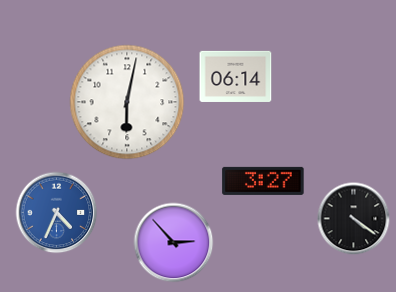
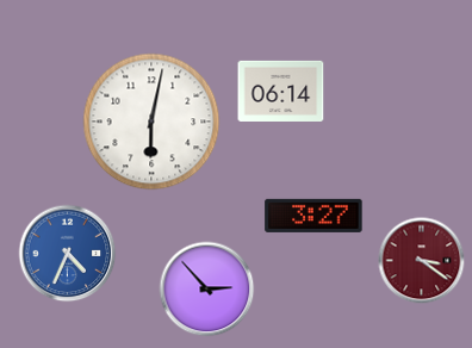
clock at (354, 219): 4:21 -> 3:21
clock at (354, 219) dial: black -> burgundy
